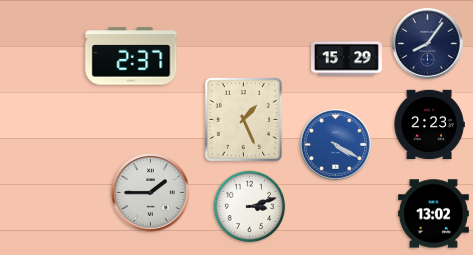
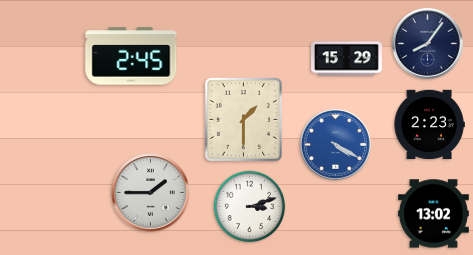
clock at (131, 56): 2:37 -> 2:45
clock at (243, 119): 1:26 -> 1:30
